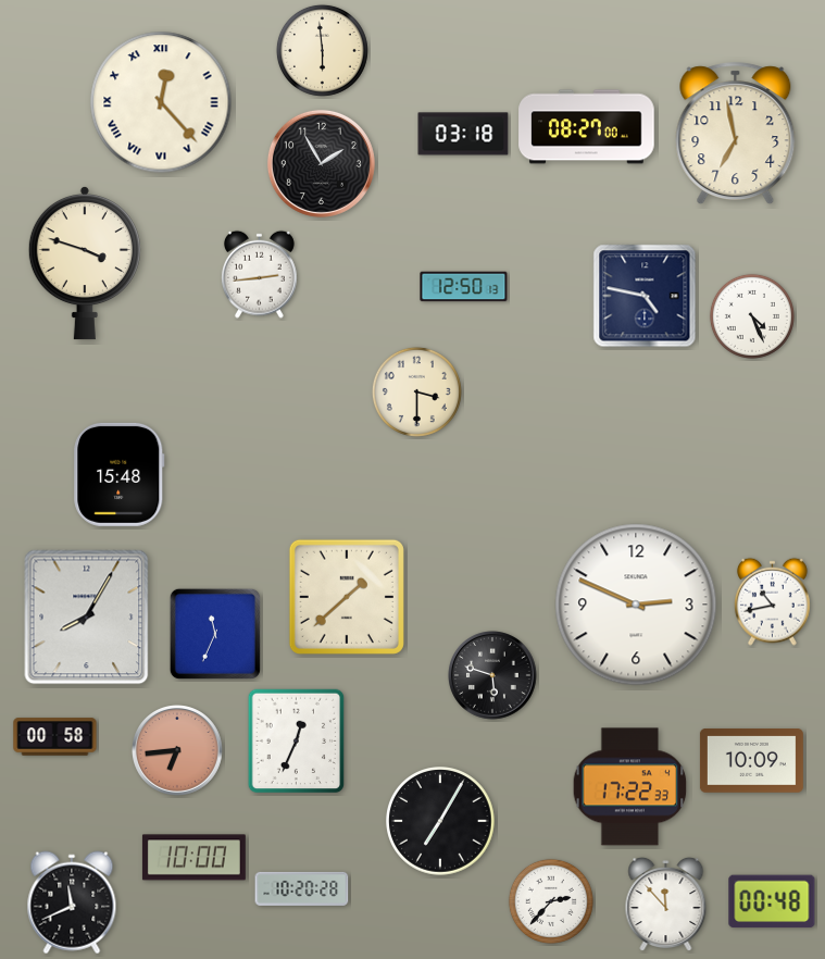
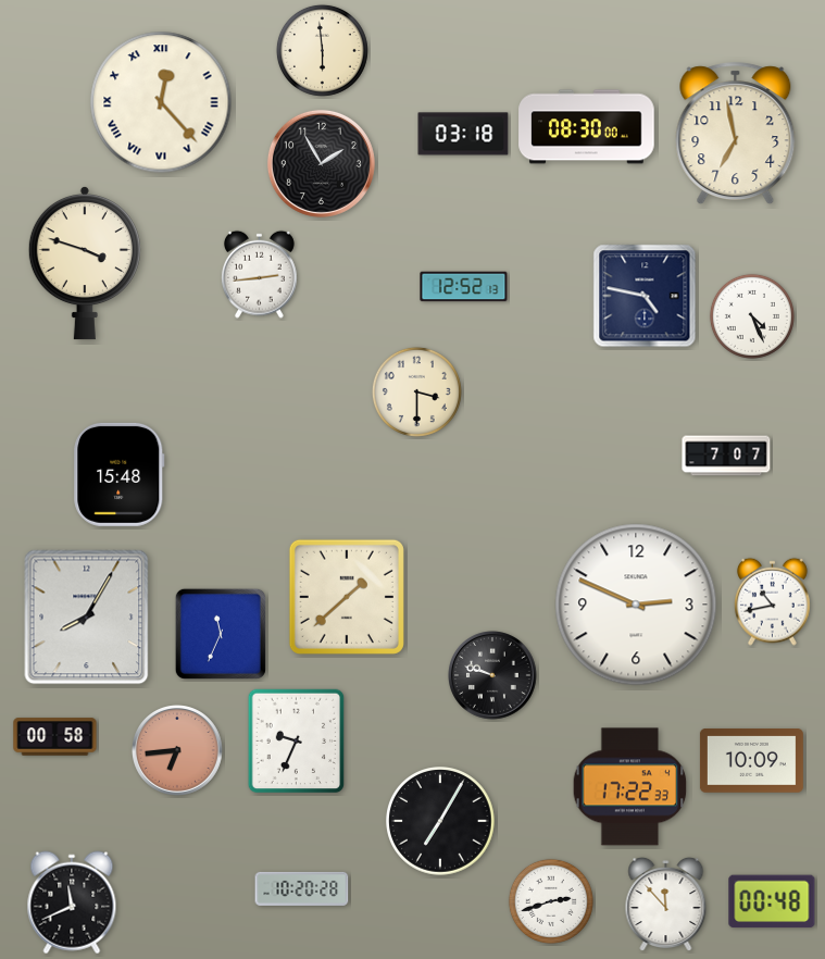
clock at (587, 127): 08:27 -> 08:30
clock at (464, 287): 12:50 -> 12:52
clock at (726, 456): none -> 7:07
clock at (215, 634) position: (215, 634) -> (221, 634)
clock at (493, 676): 5:48 -> 9:48
clock at (297, 742): 12:34 -> 9:34
clock at (193, 858): 10:00 -> none
clock at (551, 901): 2:37 -> 2:42
